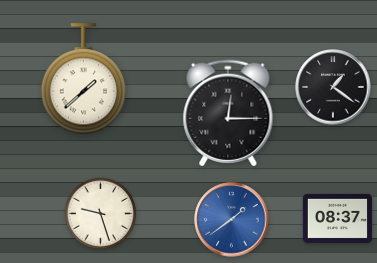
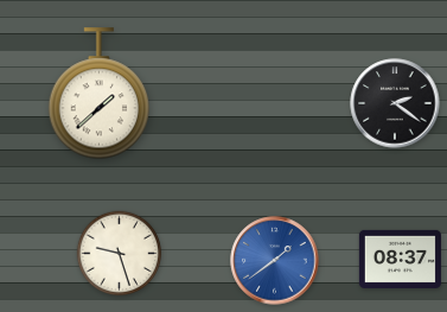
clock at (333, 87): 1:21 -> 2:21
clock at (228, 113): 12:15 -> none
